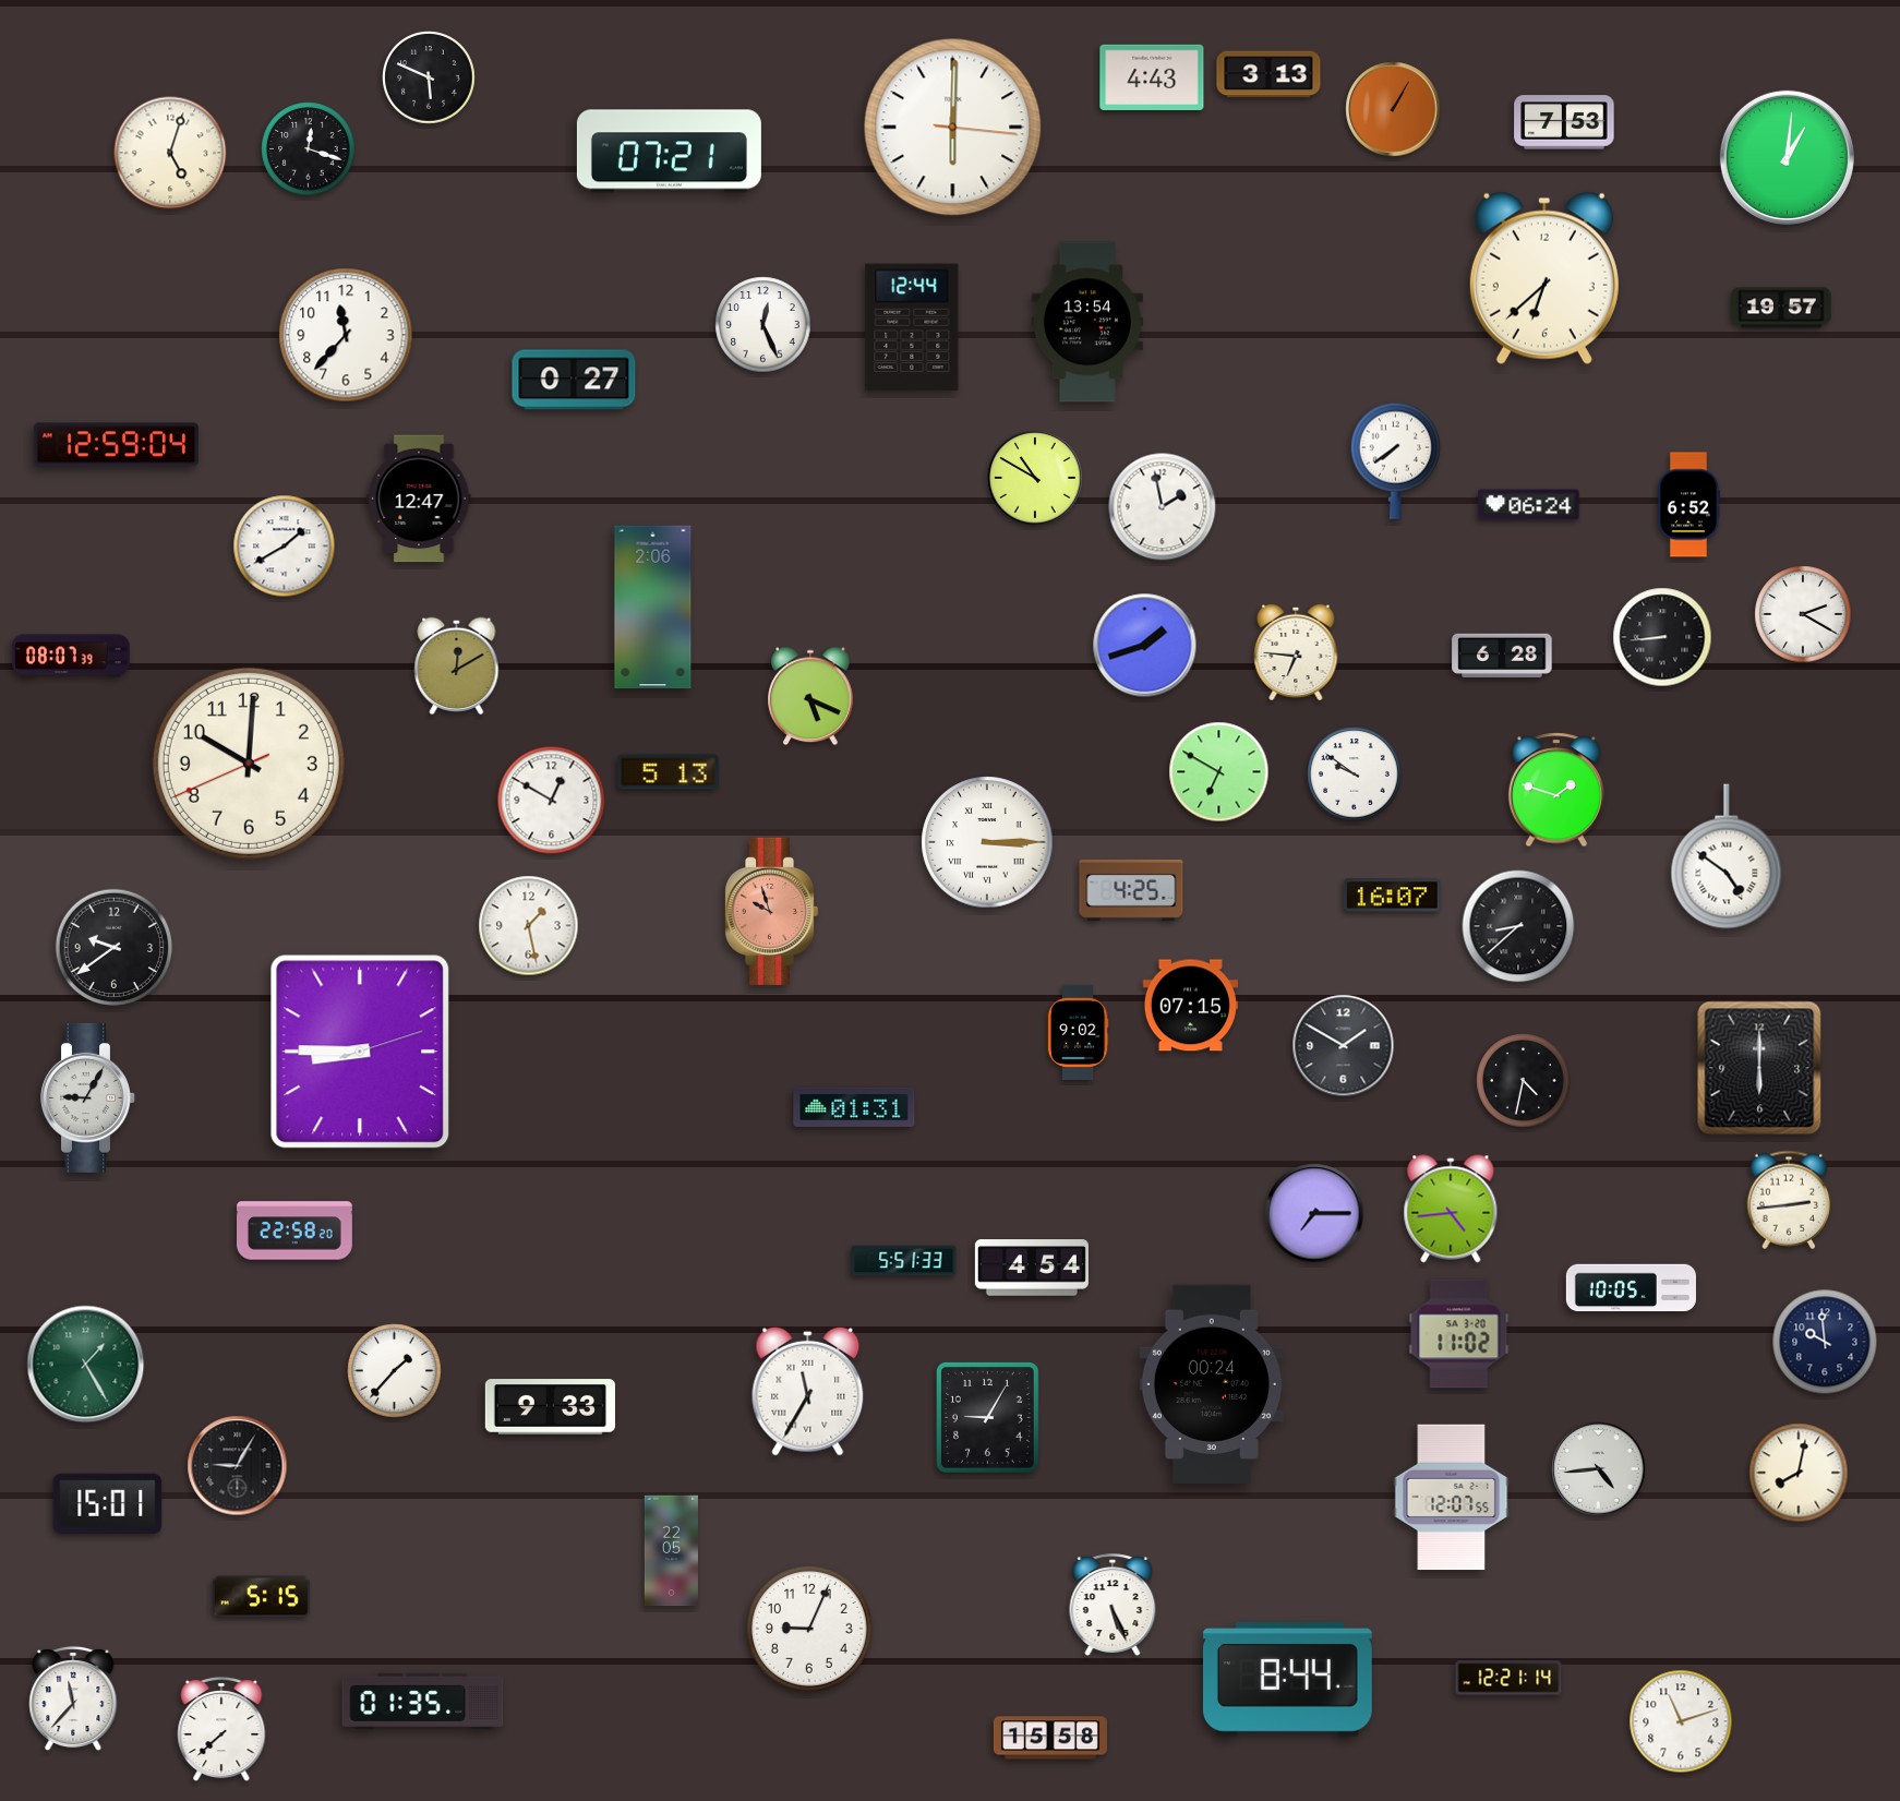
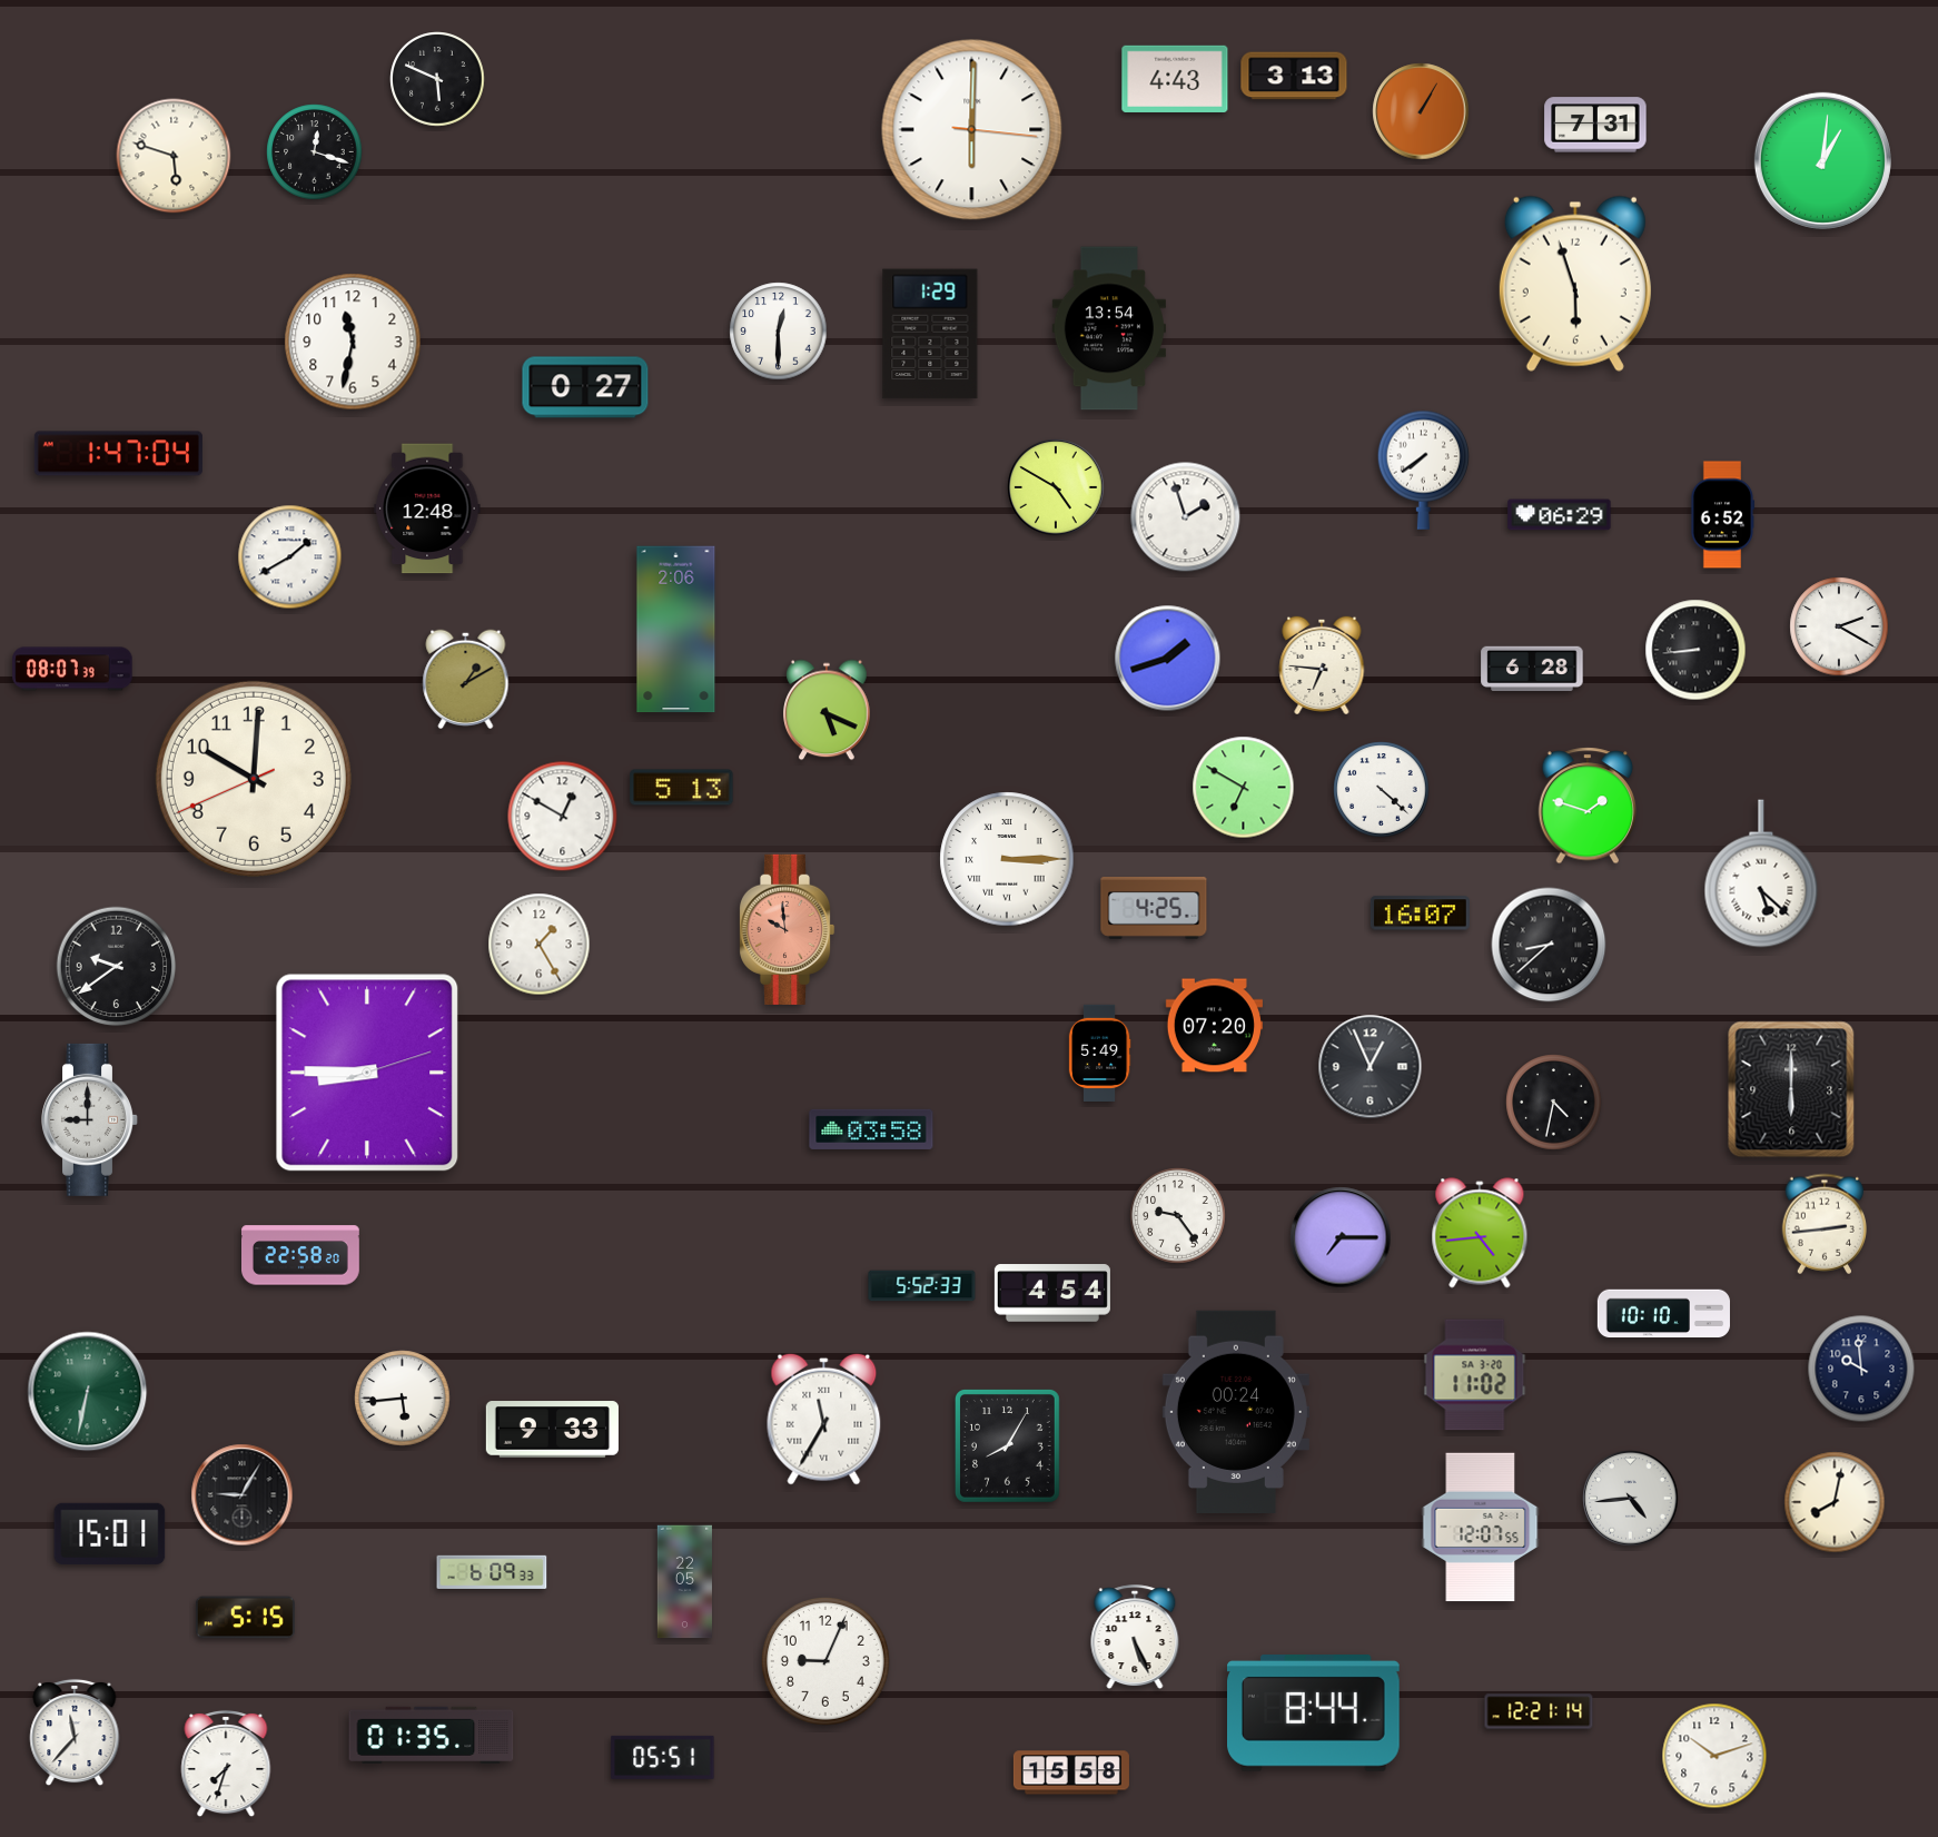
clock at (1564, 122): 7:53 -> 7:31
clock at (669, 152): 07:21 -> none
clock at (170, 153): 5:03 -> 5:48
clock at (1544, 278): 6:38 -> 5:57
clock at (1781, 308): 19:57 -> none
clock at (763, 325): 12:26 -> 12:30
clock at (912, 327): 12:44 -> 1:29
clock at (346, 335): 11:37 -> 11:32
clock at (116, 445): 12:59 -> 1:47
clock at (1035, 478): 10:50 -> 4:50
clock at (419, 499): 12:47 -> 12:48
clock at (1529, 505): 06:24 -> 06:29
clock at (1163, 507): 1:58 -> 1:57
clock at (653, 608) position: (653, 608) -> (676, 630)
clock at (457, 667): 12:10 -> 1:10
clock at (1355, 775): 9:51 -> 4:22
clock at (1727, 856): 4:51 -> 5:22
clock at (771, 911): 9:57 -> 9:59
clock at (529, 926): 1:28 -> 1:25
clock at (1190, 1006): 07:15 -> 07:20
clock at (1078, 1032): 9:02 -> 5:49
clock at (1344, 1046): 1:50 -> 12:56
clock at (1759, 1068) position: (1759, 1068) -> (1791, 1089)
clock at (88, 1097): 9:05 -> 9:00
clock at (854, 1107): 01:31 -> 03:58
clock at (1178, 1216): none -> 9:24
clock at (904, 1261): 5:51 -> 5:52
clock at (1631, 1288): 10:05 -> 10:10
clock at (1459, 1334) position: (1459, 1334) -> (1475, 1375)
clock at (86, 1365): 1:25 -> 6:32
clock at (395, 1371): 1:37 -> 5:44
clock at (550, 1407) position: (550, 1407) -> (552, 1430)
clock at (987, 1417): 9:05 -> 8:05
clock at (492, 1572): none -> 6:09
clock at (261, 1597) position: (261, 1597) -> (245, 1618)
clock at (1681, 1721): 11:12 -> 10:12
clock at (663, 1757): none -> 05:51
clock at (221, 1729): 7:38 -> 7:33
